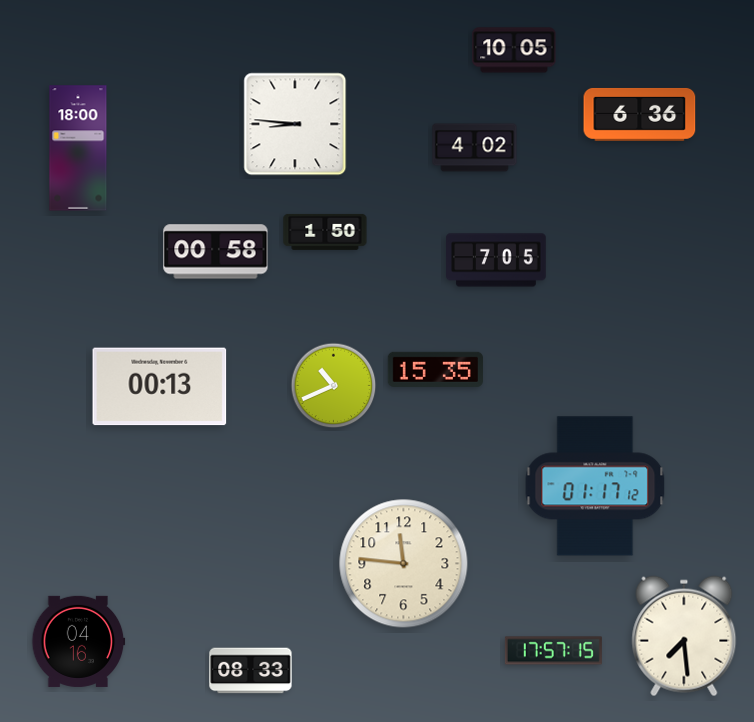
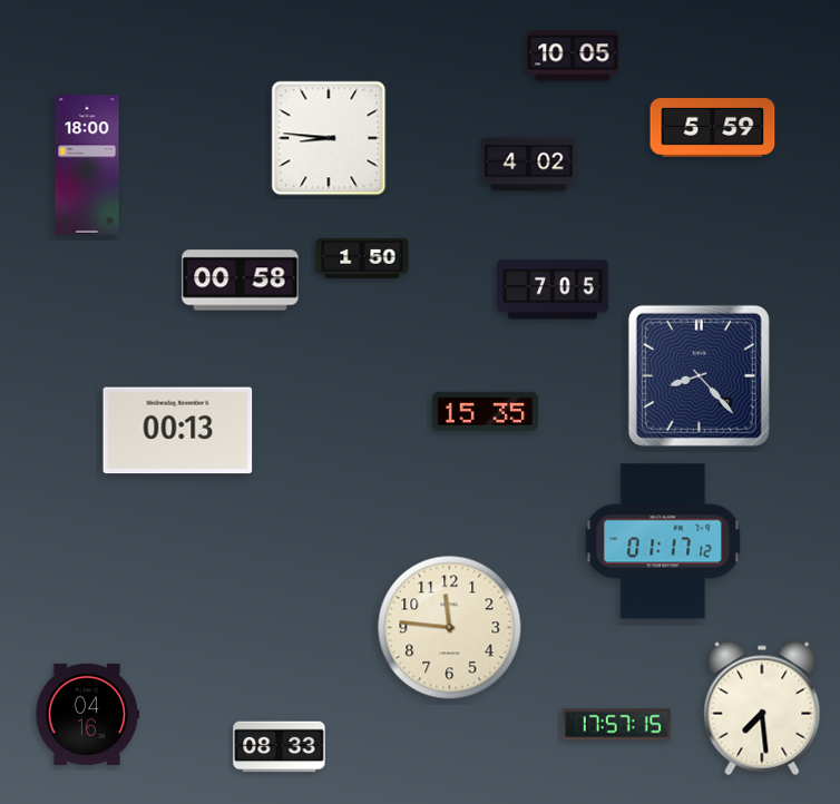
clock at (640, 114): 6:36 -> 5:59
clock at (699, 375): none -> 8:23
clock at (334, 386): 10:41 -> none
